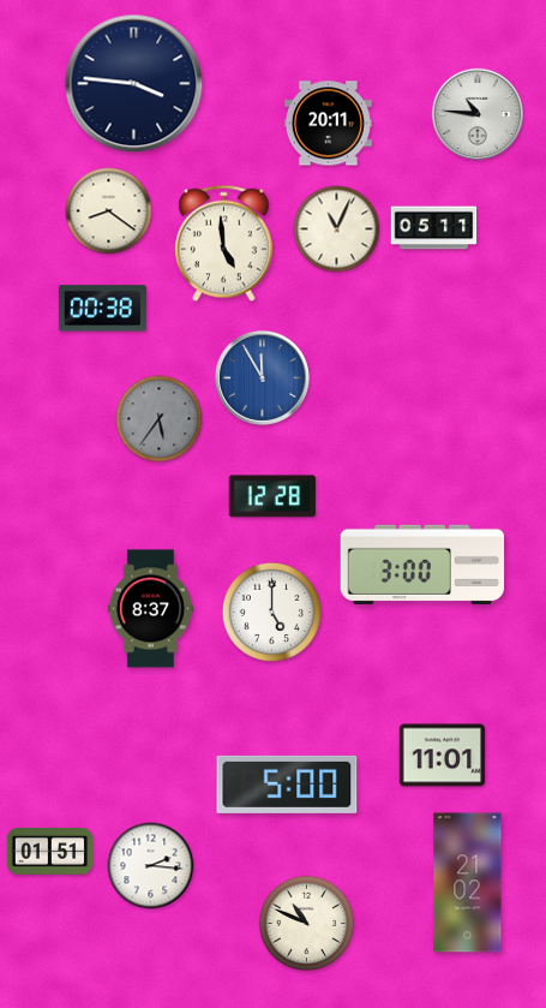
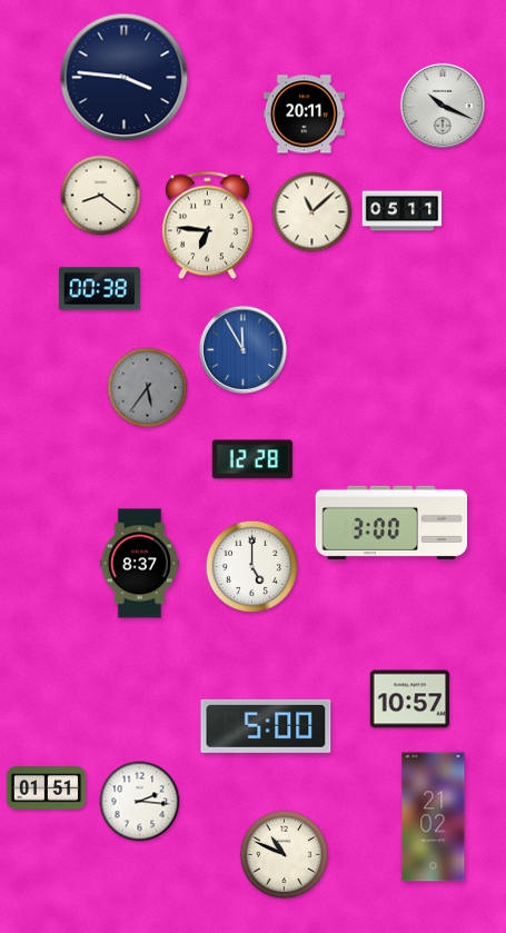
clock at (476, 113): 10:46 -> 10:19
clock at (337, 229): 11:04 -> 11:08
clock at (224, 244): 4:59 -> 6:46
clock at (102, 309) position: (102, 309) -> (99, 289)
clock at (443, 756): 11:01 -> 10:57
